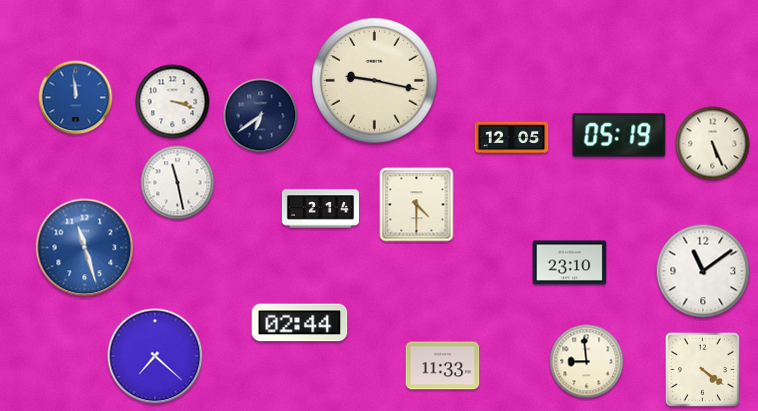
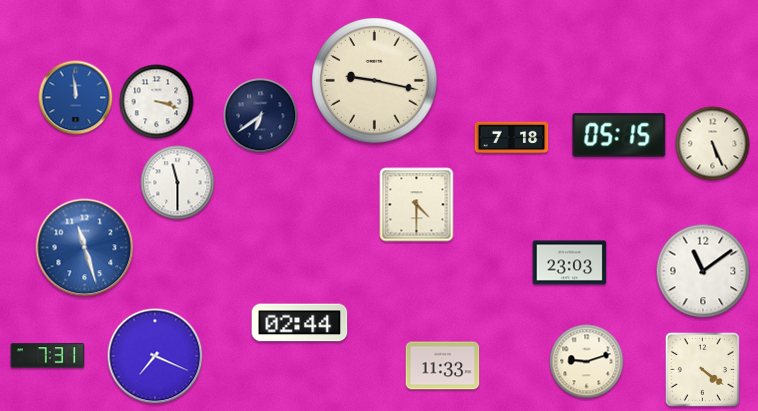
clock at (173, 102) position: (173, 102) -> (157, 102)
clock at (619, 135): 05:19 -> 05:15
clock at (512, 138): 12:05 -> 7:18
clock at (178, 183): 11:28 -> 11:30
clock at (320, 209): 2:14 -> none
clock at (570, 263): 23:10 -> 23:03
clock at (48, 356): none -> 7:31
clock at (155, 356): 7:22 -> 7:19
clock at (587, 362): 8:59 -> 9:12
